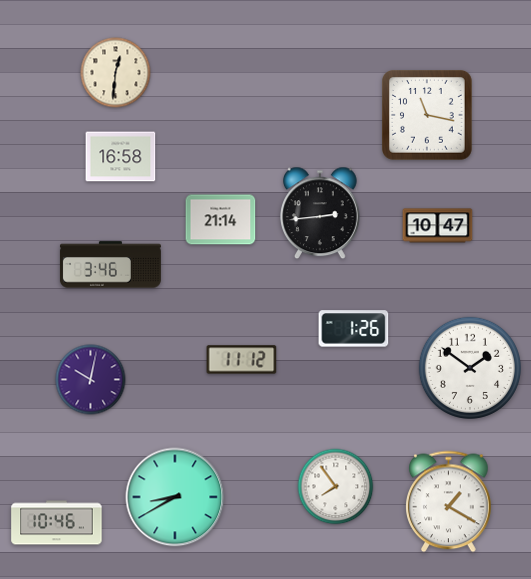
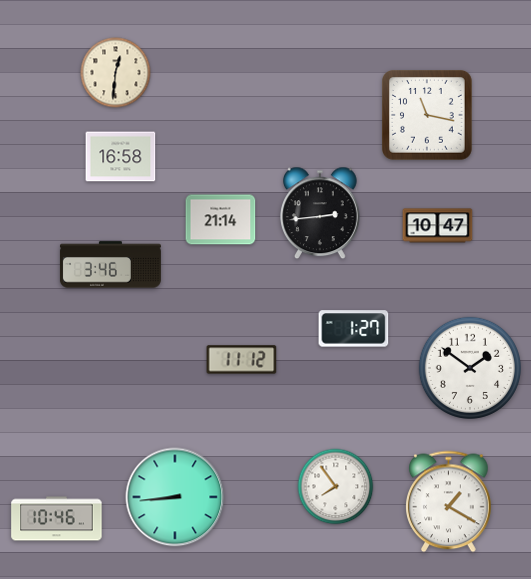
clock at (354, 329): 1:26 -> 1:27
clock at (91, 380): 10:02 -> none
clock at (175, 497): 8:40 -> 8:44
clock at (57, 523) position: (57, 523) -> (57, 519)
